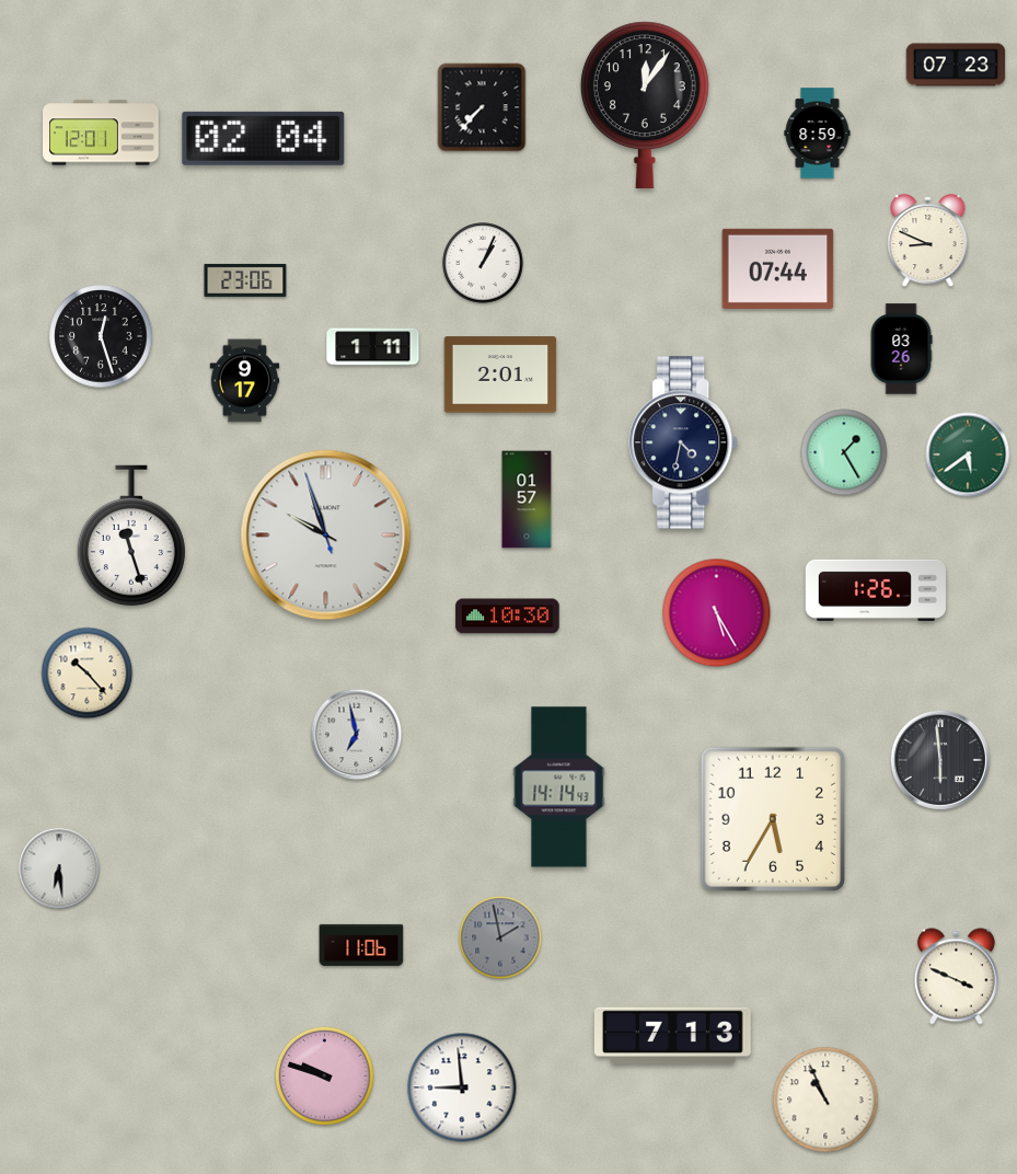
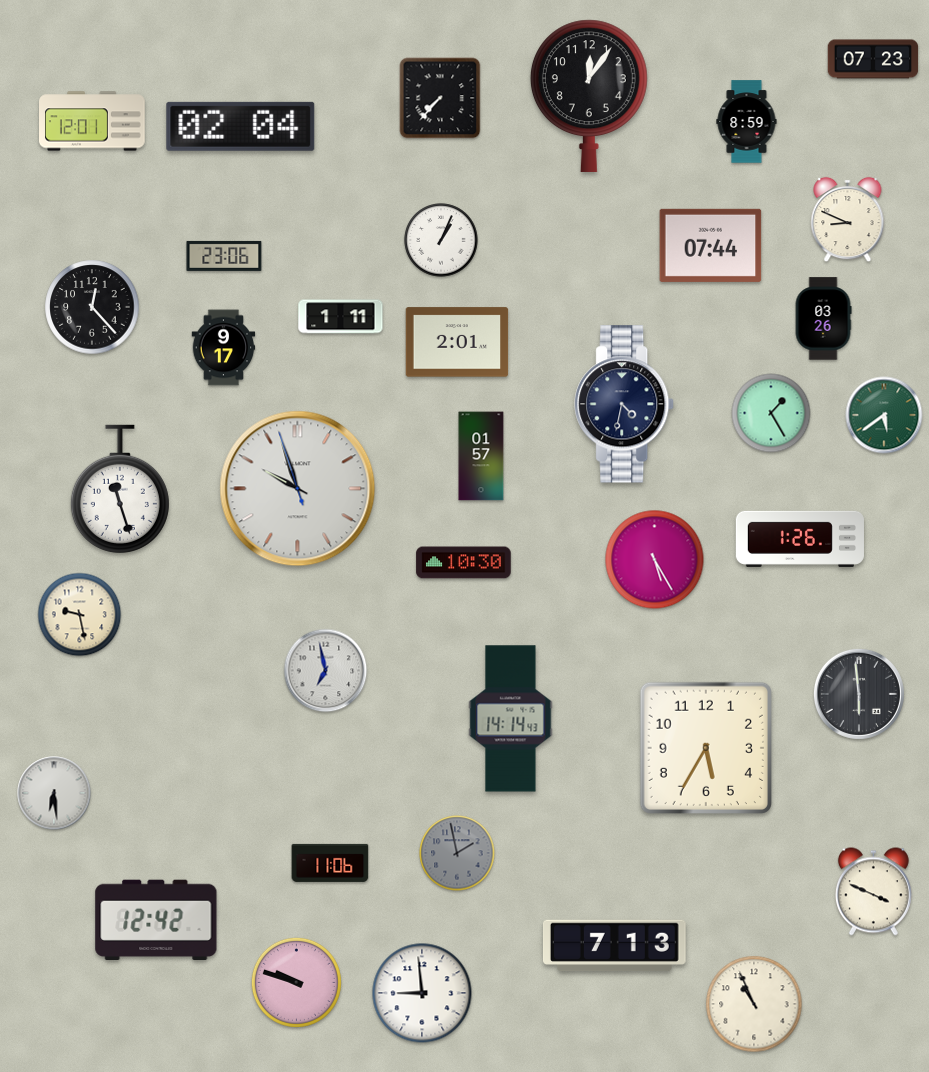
clock at (101, 336): 12:27 -> 12:23
clock at (88, 674): 10:23 -> 9:28
clock at (500, 937) position: (500, 937) -> (457, 853)
clock at (156, 919): none -> 12:42
